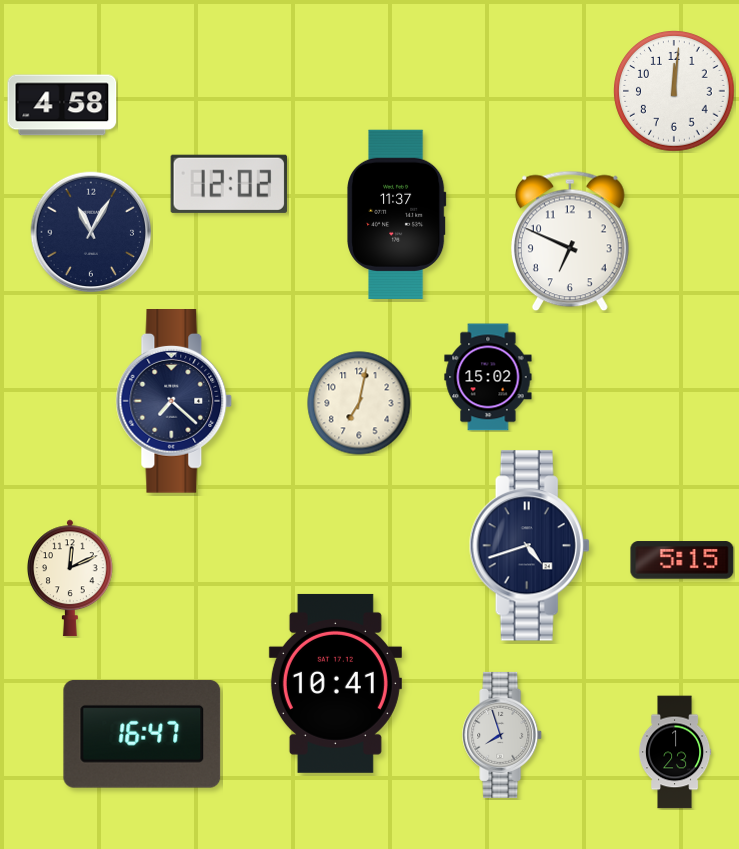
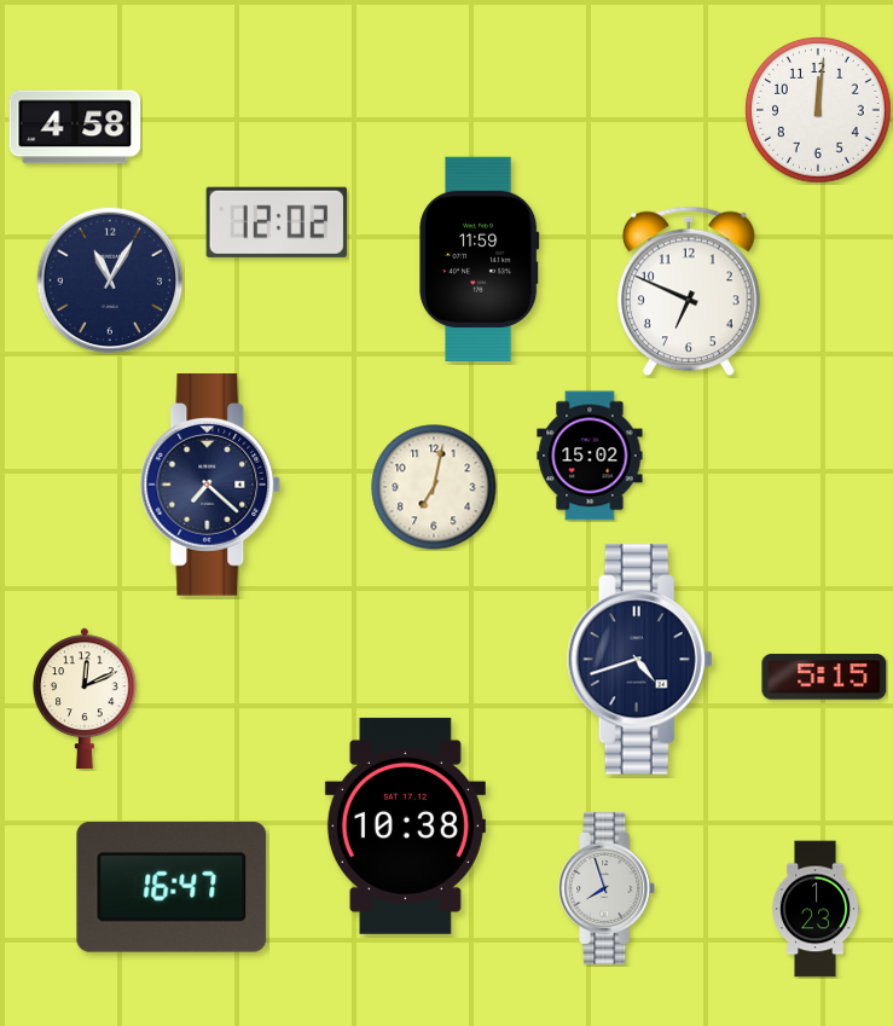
clock at (674, 91) position: (674, 91) -> (818, 110)
clock at (397, 214): 11:37 -> 11:59
clock at (335, 683): 10:41 -> 10:38
